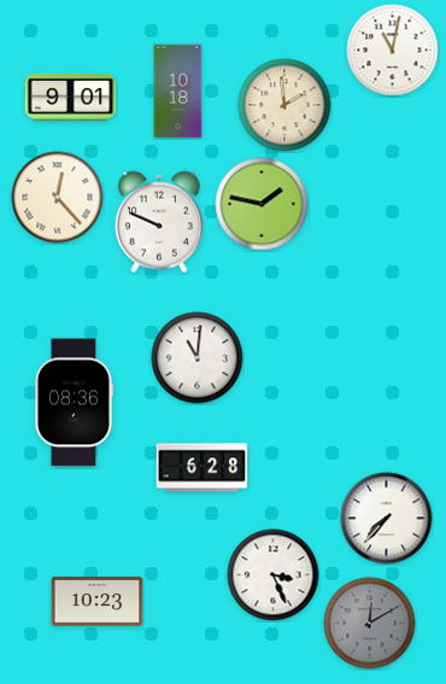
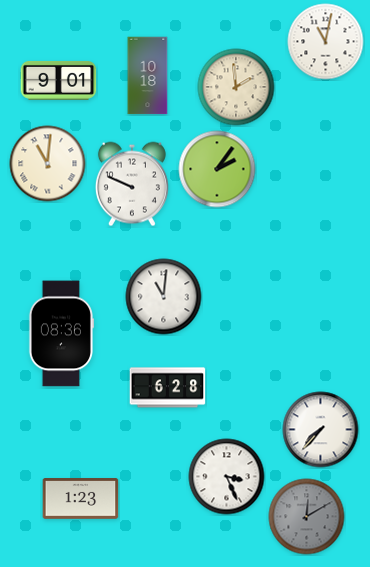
clock at (58, 198): 12:23 -> 11:01
clock at (262, 204): 1:47 -> 2:06
clock at (98, 602): 10:23 -> 1:23
